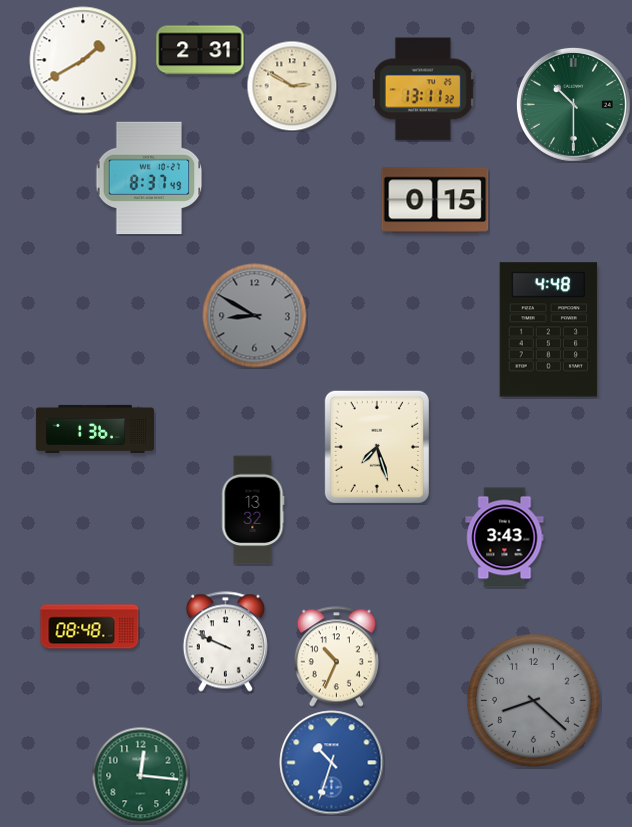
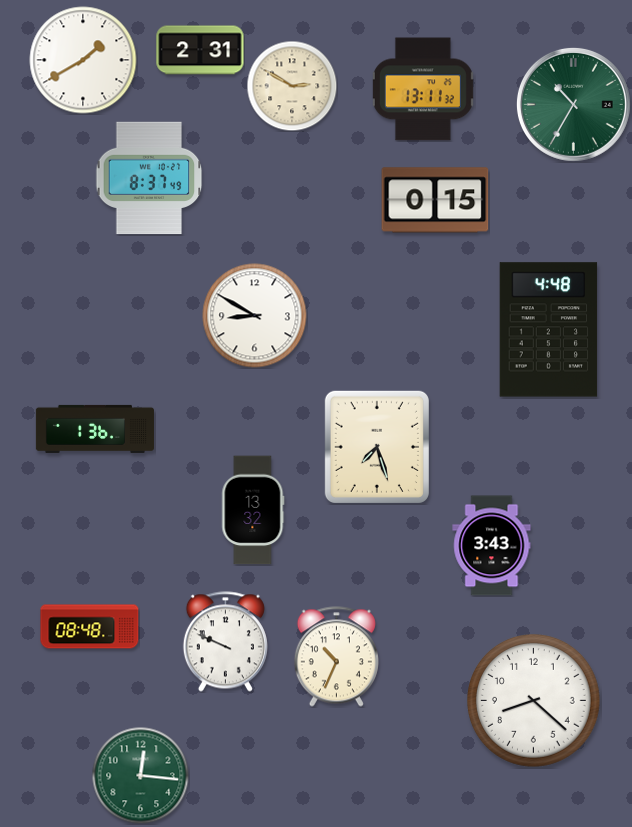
clock at (573, 104): 10:30 -> 10:35
clock at (255, 316) dial: grey -> white
clock at (505, 538) position: (505, 538) -> (492, 546)
clock at (534, 701) dial: grey -> white
clock at (332, 763): 10:33 -> none
